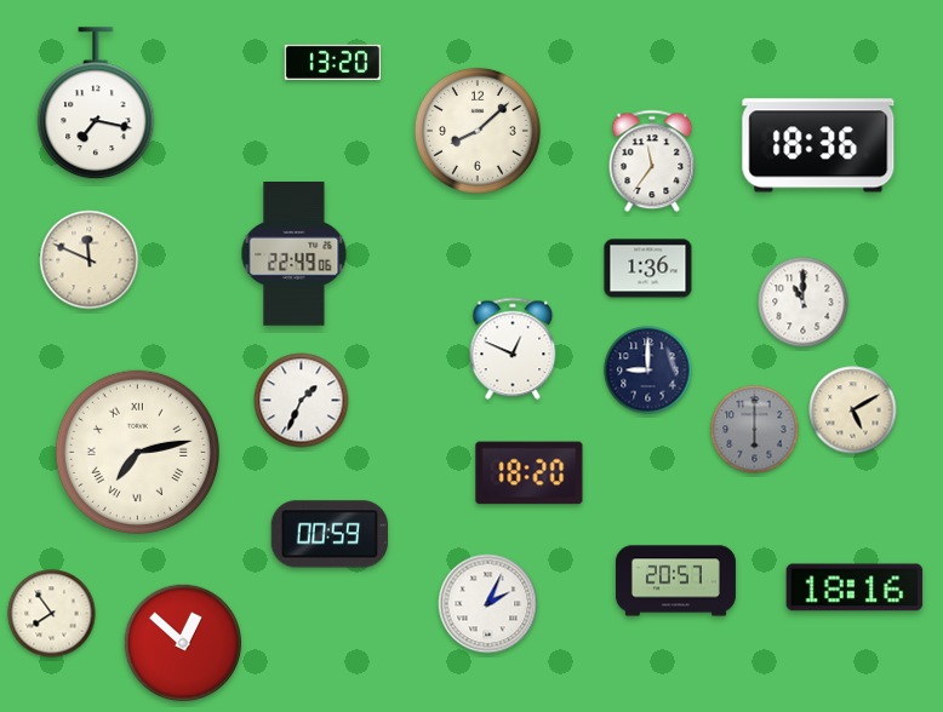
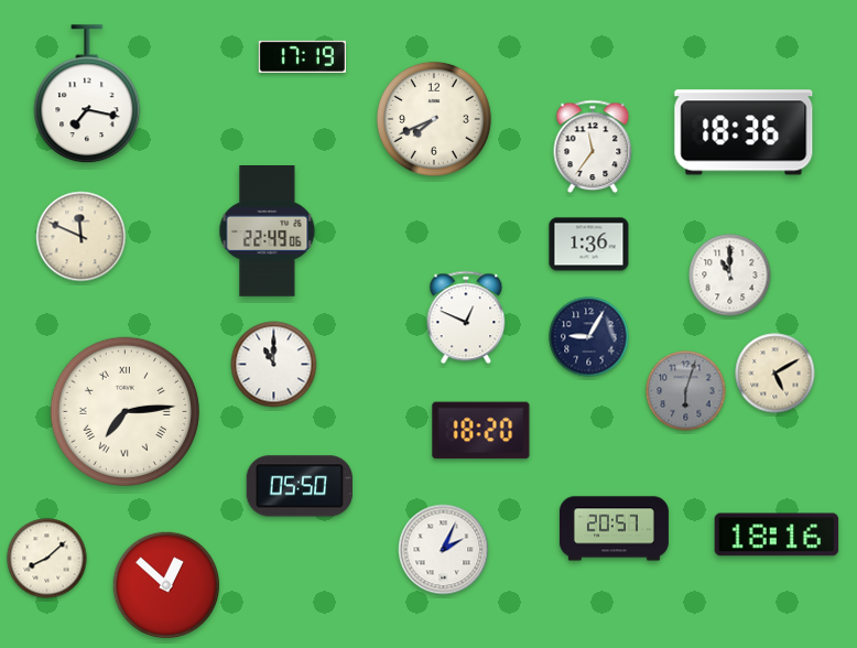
clock at (332, 62): 13:20 -> 17:19
clock at (478, 131): 8:08 -> 7:41
clock at (648, 371): 9:00 -> 9:05
clock at (302, 401): 1:34 -> 11:00
clock at (755, 430): 6:00 -> 6:03
clock at (137, 452): 7:13 -> 7:14
clock at (330, 534): 00:59 -> 05:50
clock at (52, 614): 7:54 -> 8:08
